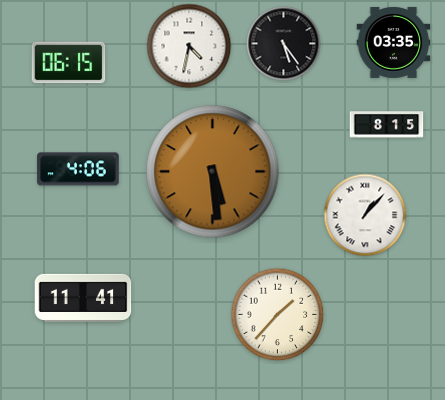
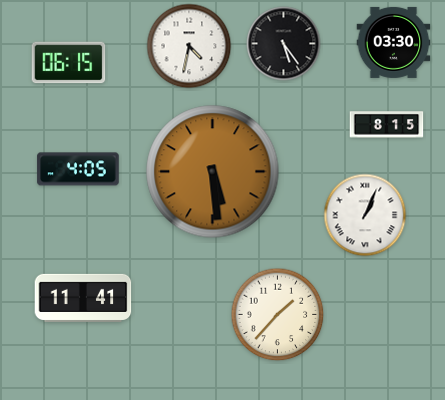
clock at (394, 42): 03:35 -> 03:30
clock at (78, 169): 4:06 -> 4:05
clock at (365, 215): 1:07 -> 1:04
